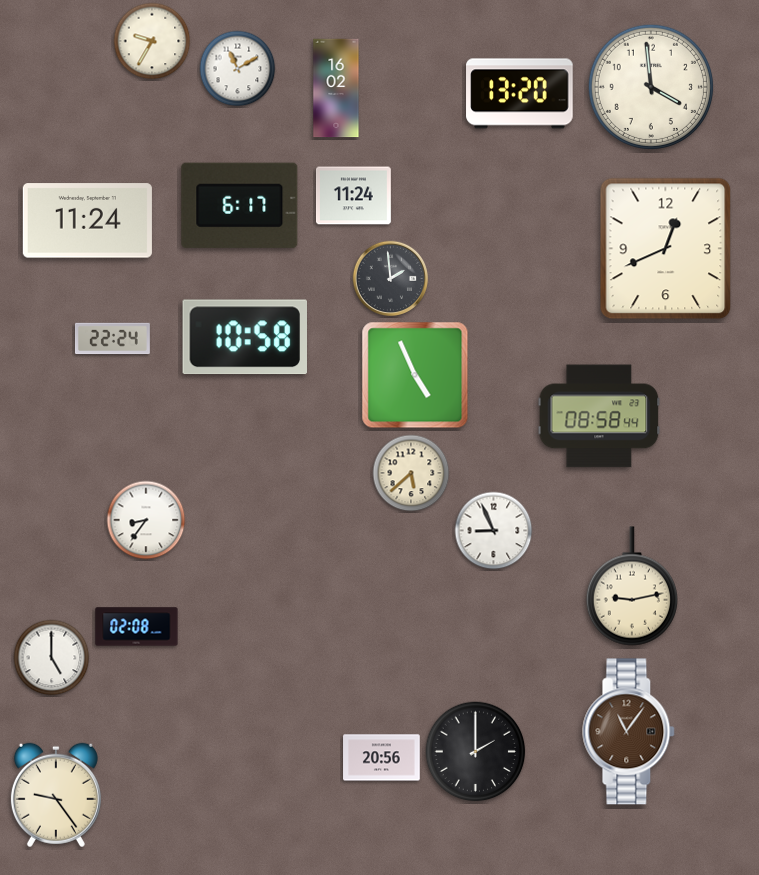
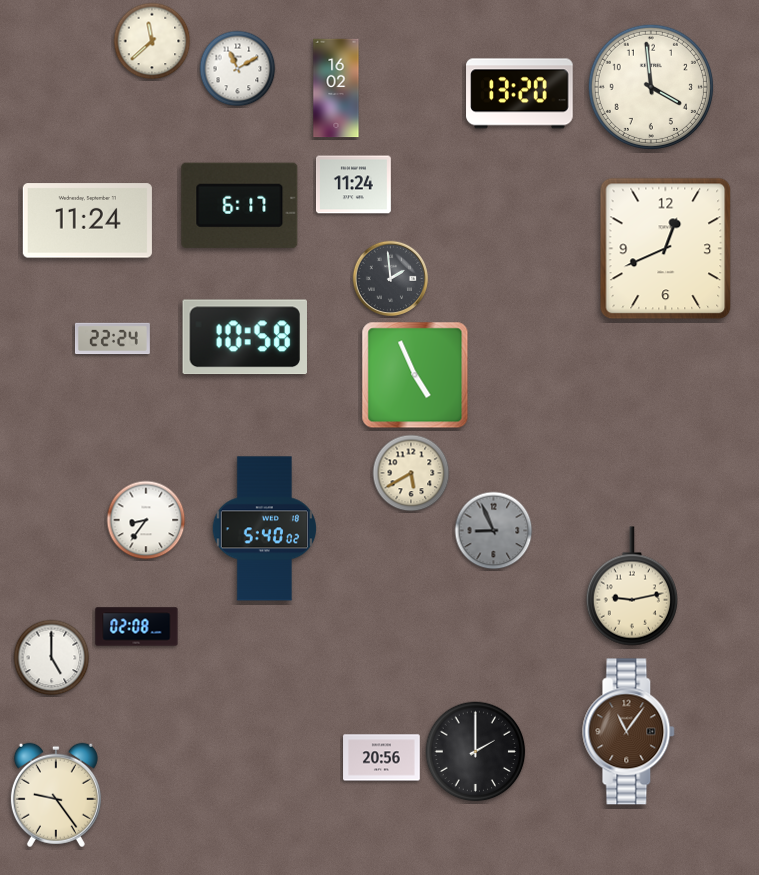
clock at (152, 41): 9:35 -> 11:38
clock at (353, 196) position: (353, 196) -> (353, 185)
clock at (599, 416): 08:58 -> none
clock at (411, 473): 5:38 -> 5:40
clock at (264, 529): none -> 5:40
clock at (494, 531) dial: white -> grey
